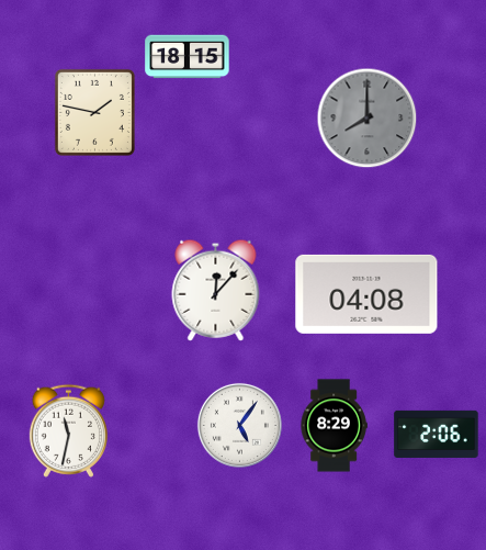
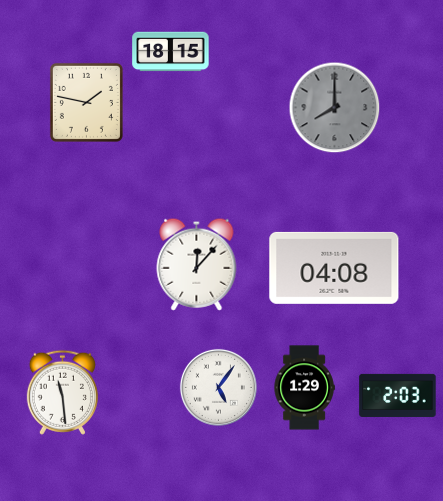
clock at (334, 426): 8:29 -> 1:29
clock at (68, 430): 11:32 -> 11:29
clock at (437, 434): 2:06 -> 2:03
